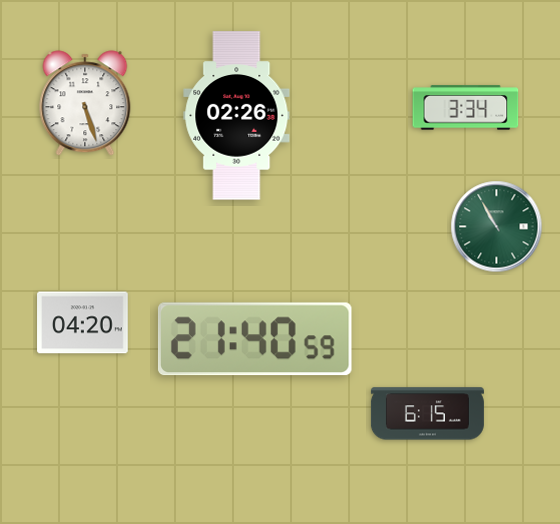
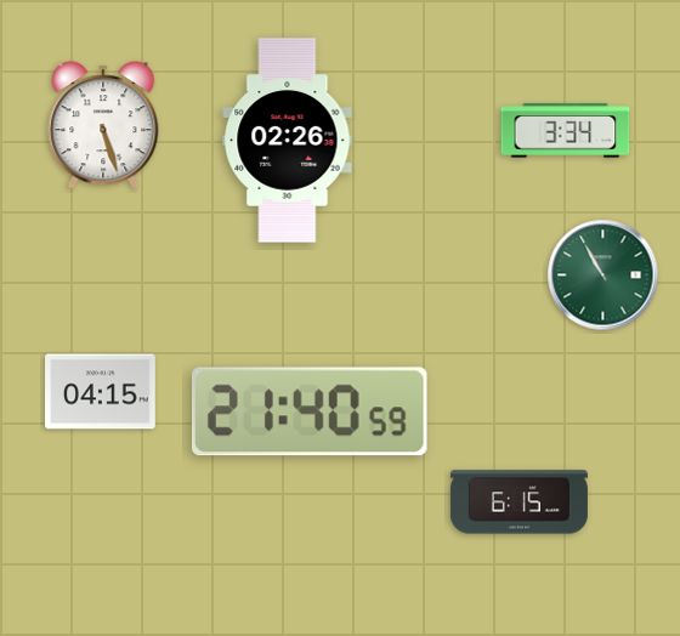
clock at (83, 323): 04:20 -> 04:15
